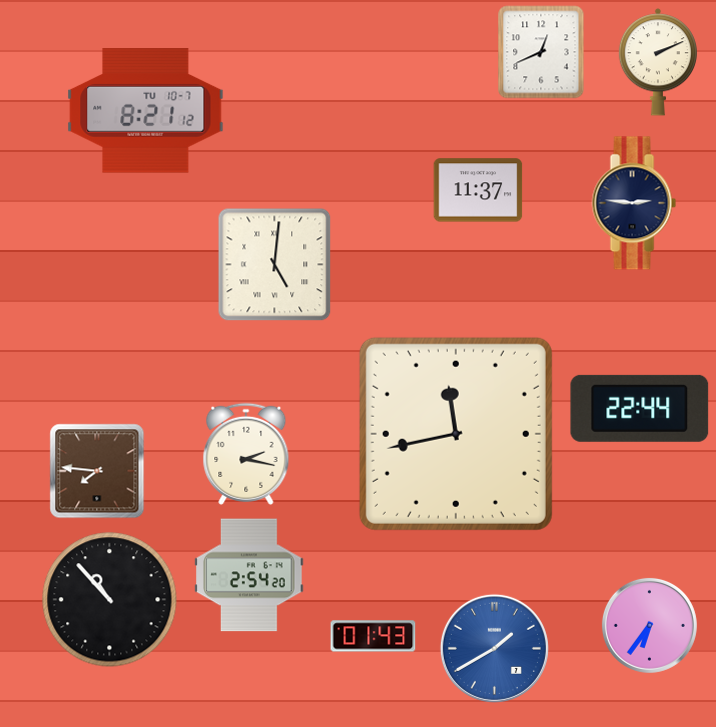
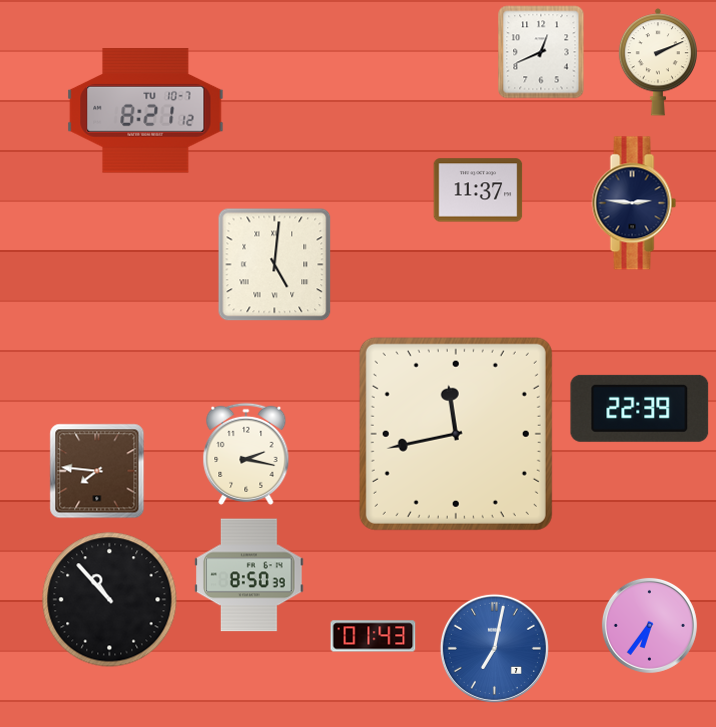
clock at (640, 408): 22:44 -> 22:39
clock at (249, 575): 2:54 -> 8:50
clock at (494, 648): 1:40 -> 7:02
